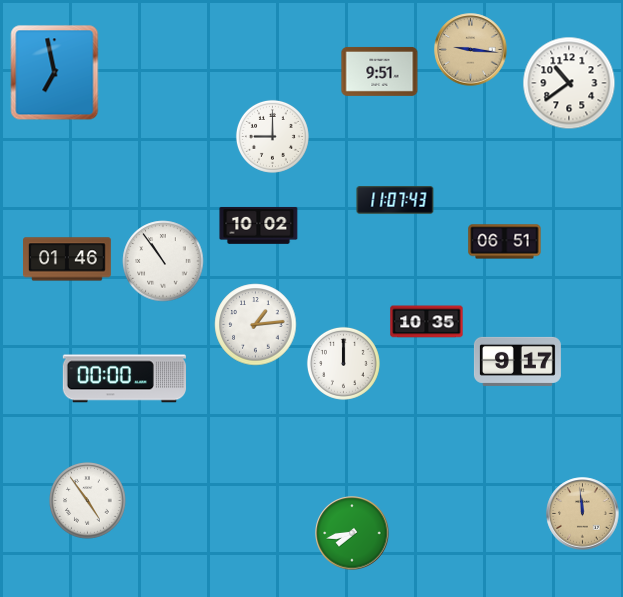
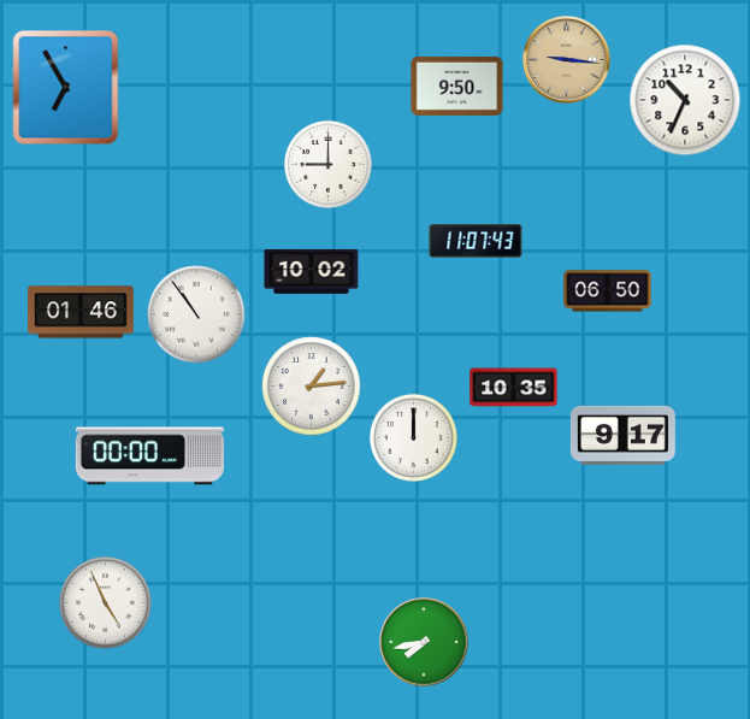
clock at (380, 71): 9:51 -> 9:50
clock at (55, 73): 6:58 -> 6:55
clock at (569, 83): 10:39 -> 10:34
clock at (505, 242): 06:51 -> 06:50
clock at (256, 325) position: (256, 325) -> (312, 387)
clock at (88, 501): 4:54 -> 4:56
clock at (583, 514): 11:59 -> none
